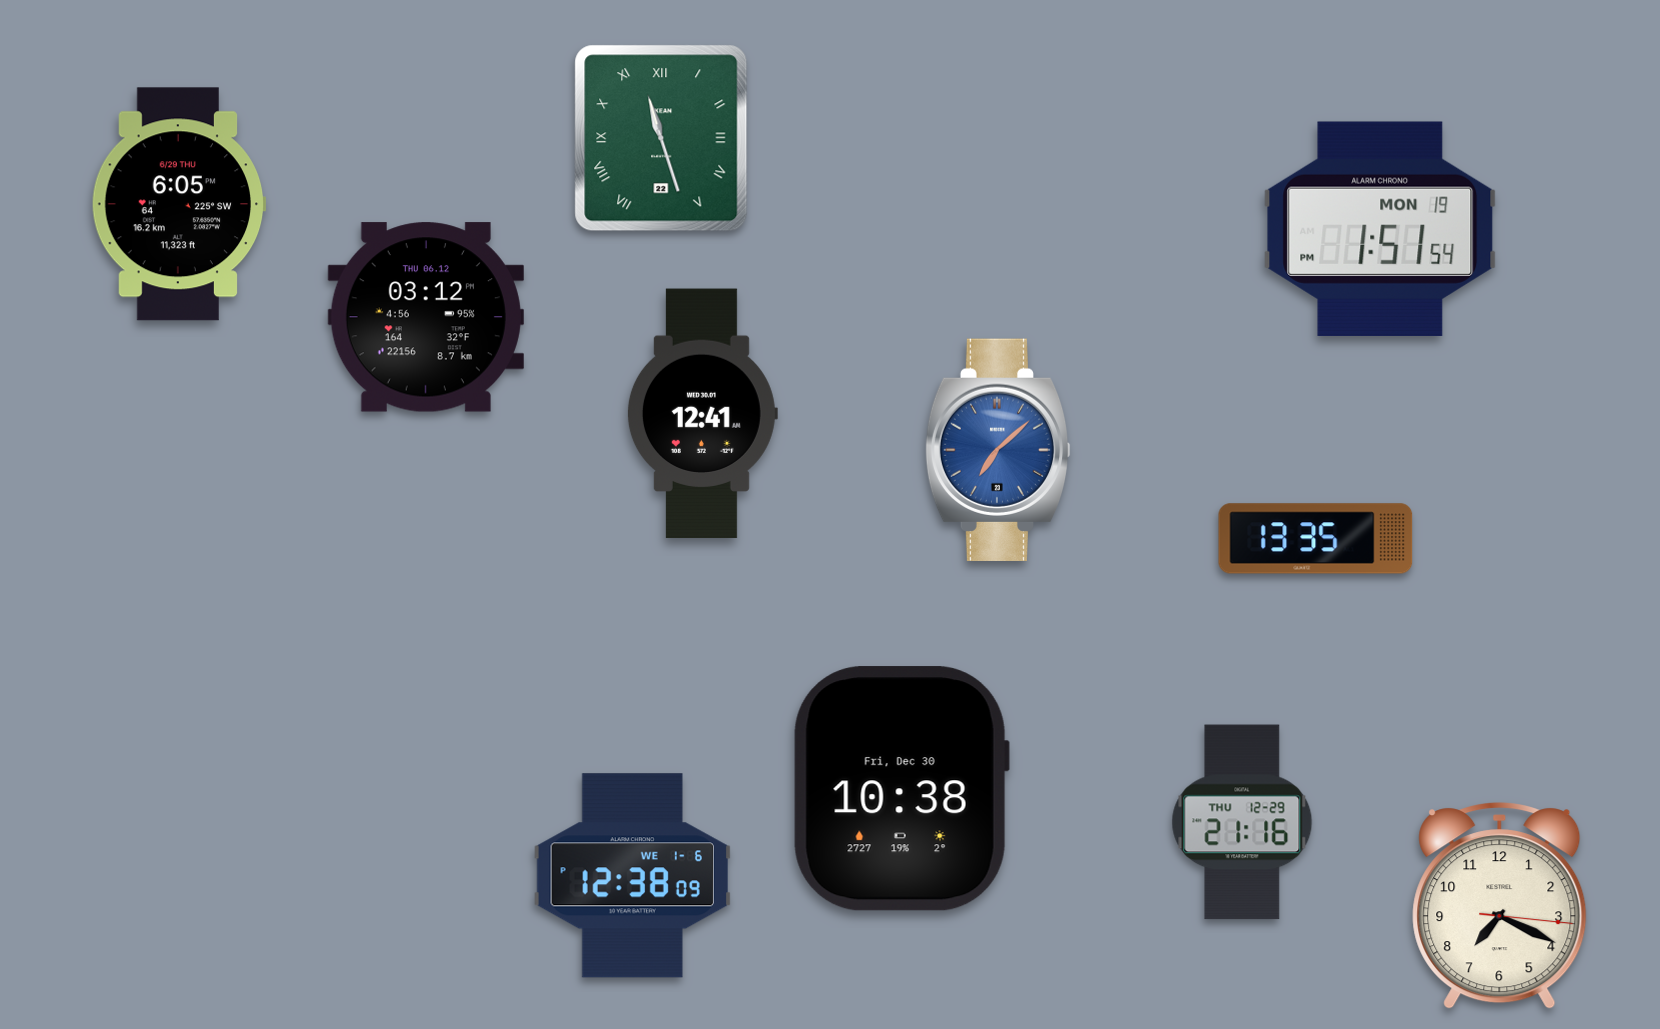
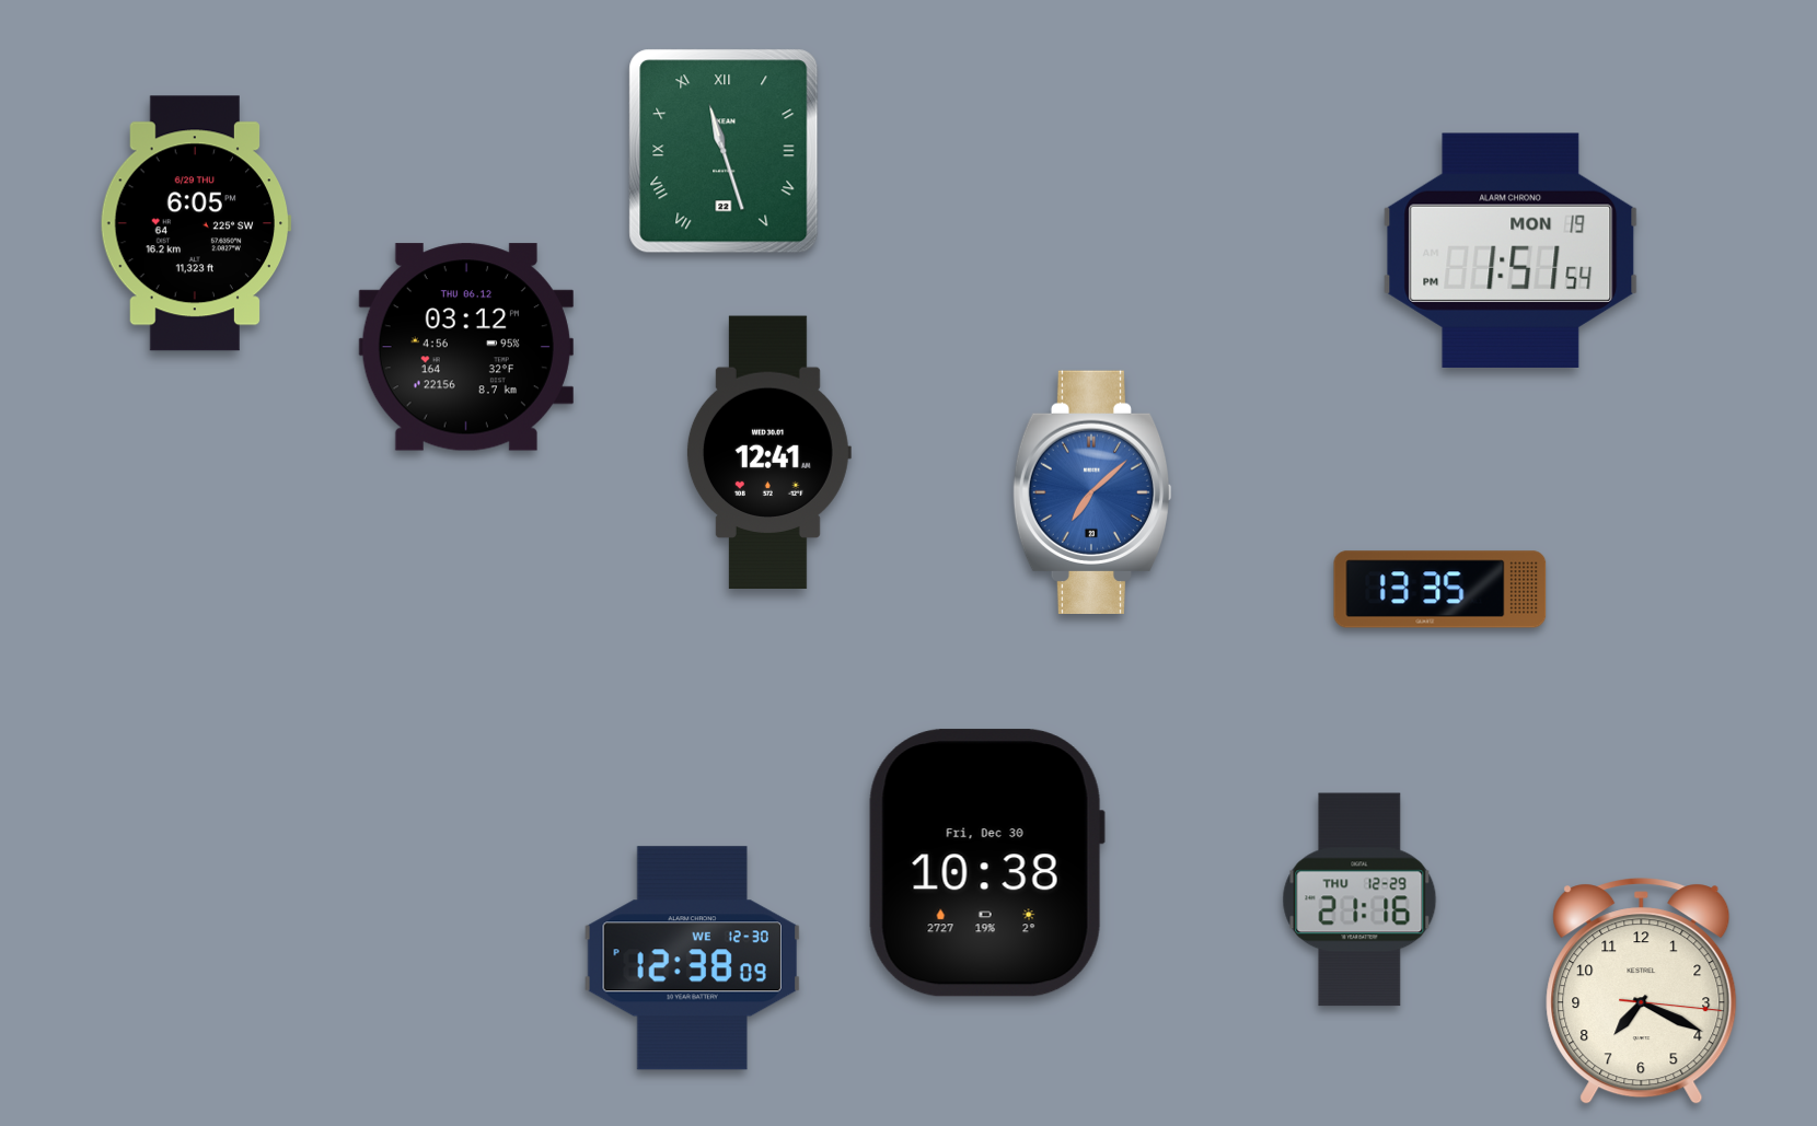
clock at (633, 876) date: WE 1-6 -> WE 12-30
